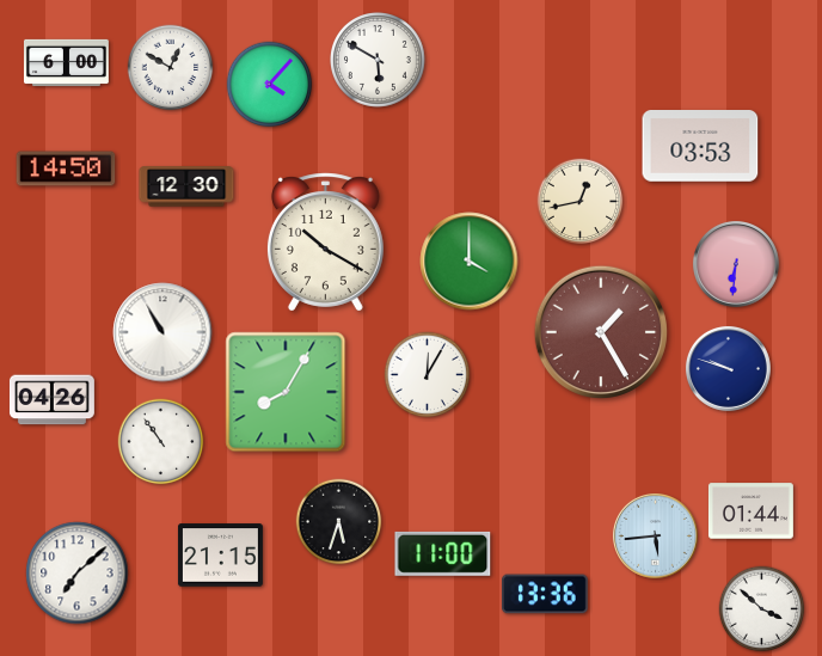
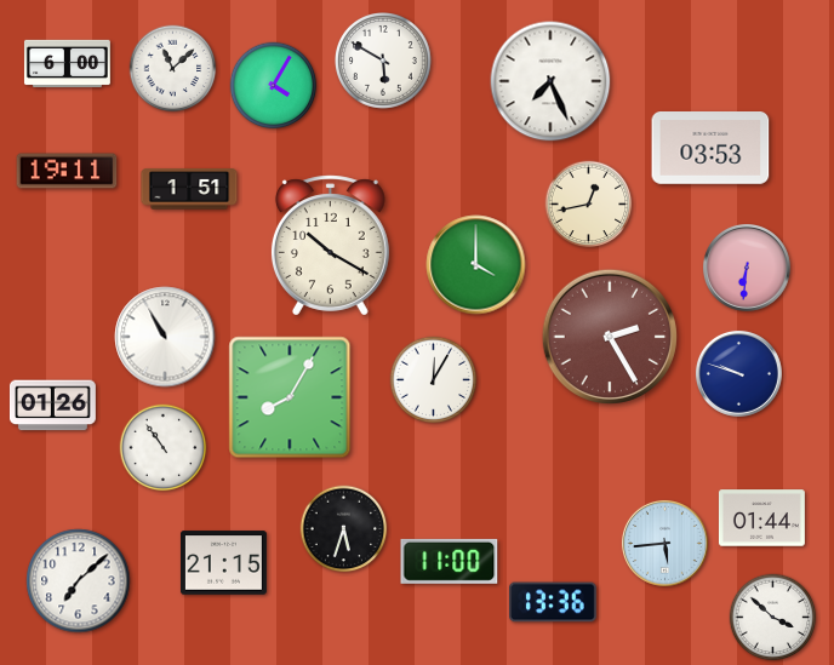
clock at (171, 68): 12:50 -> 11:08
clock at (550, 81): none -> 7:26
clock at (270, 85): 4:07 -> 4:05
clock at (66, 168): 14:50 -> 19:11
clock at (186, 186): 12:30 -> 1:51
clock at (601, 332): 1:25 -> 2:25
clock at (51, 400): 04:26 -> 01:26
